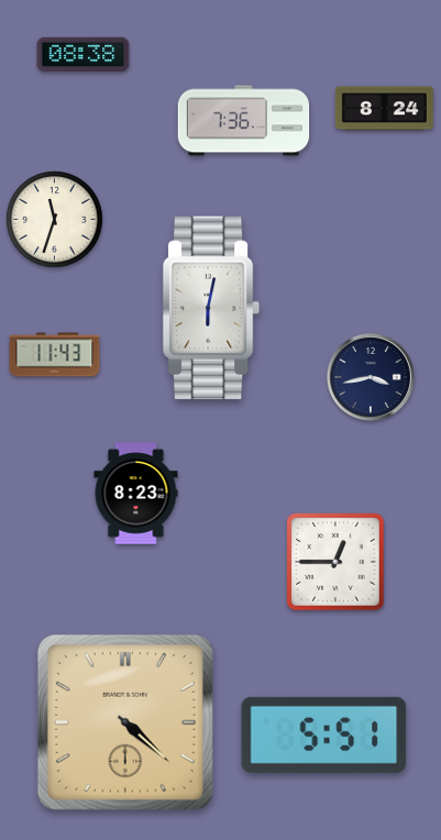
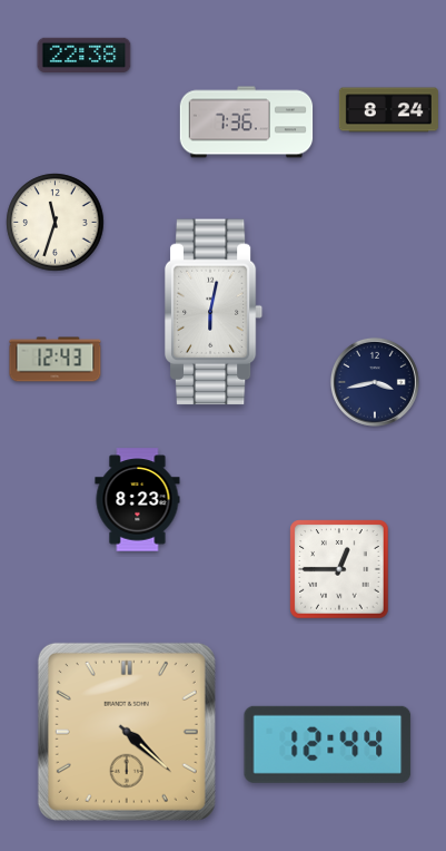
clock at (84, 54): 08:38 -> 22:38
clock at (55, 355): 11:43 -> 12:43
clock at (324, 734): 5:51 -> 12:44
